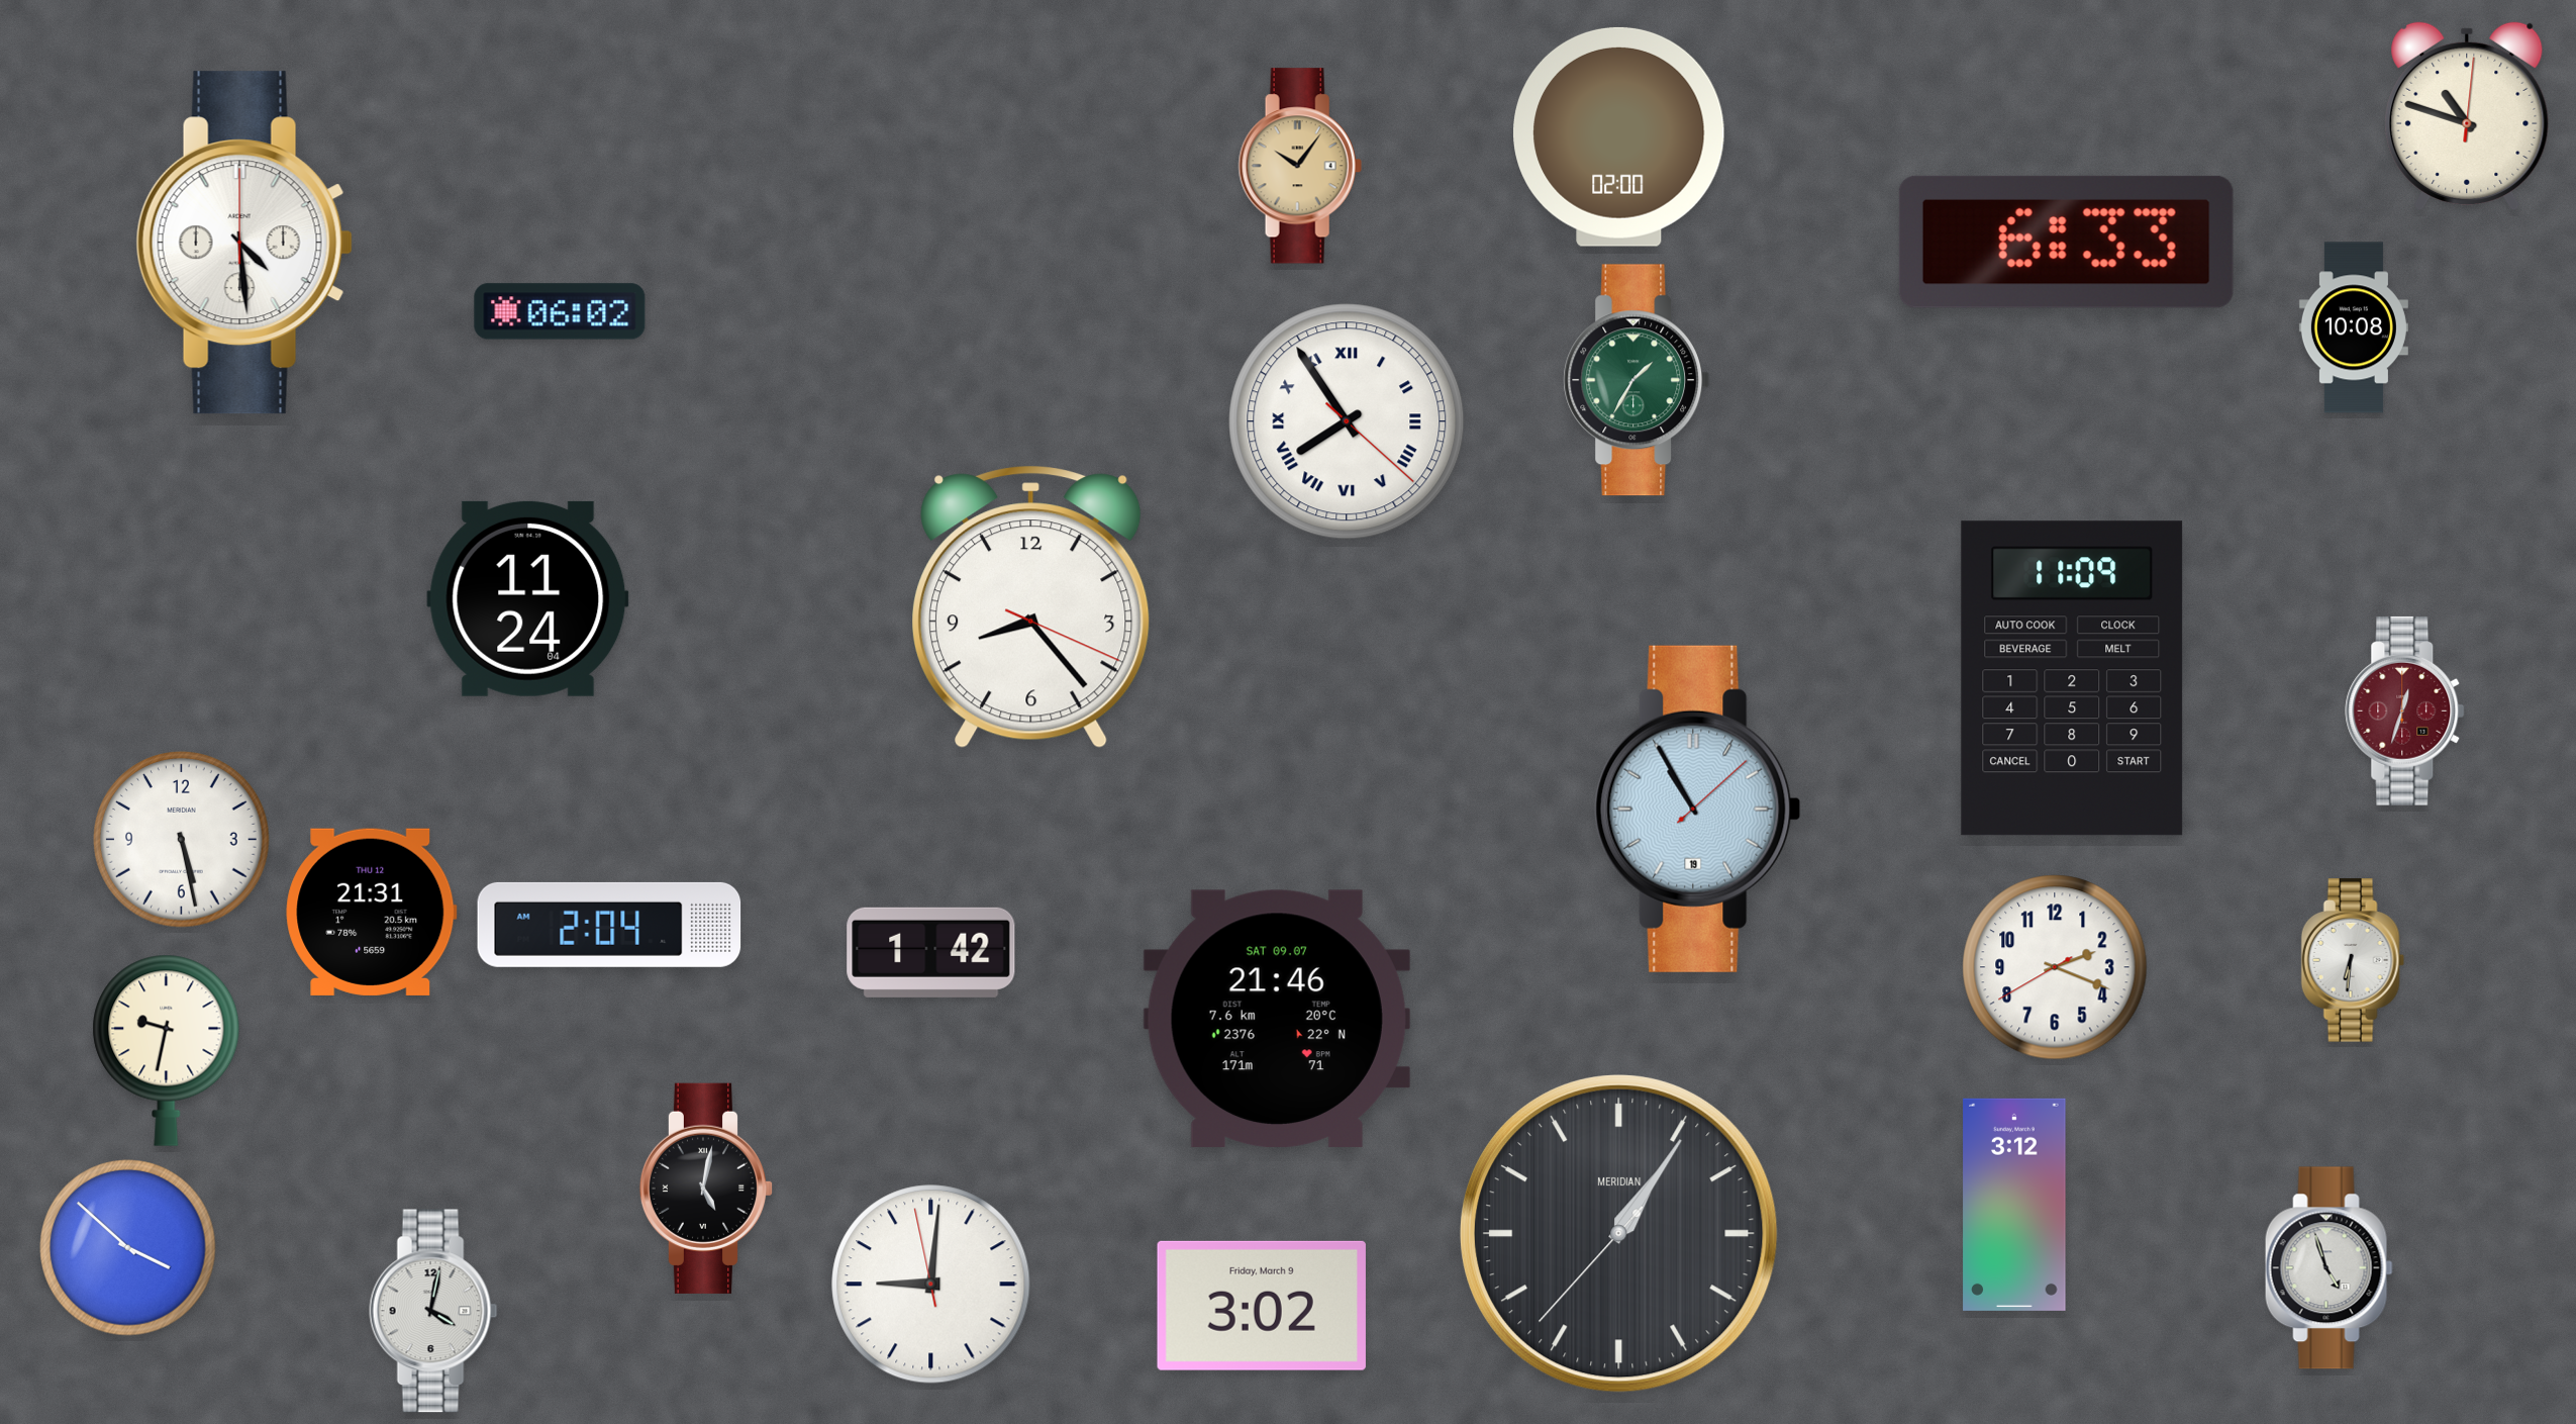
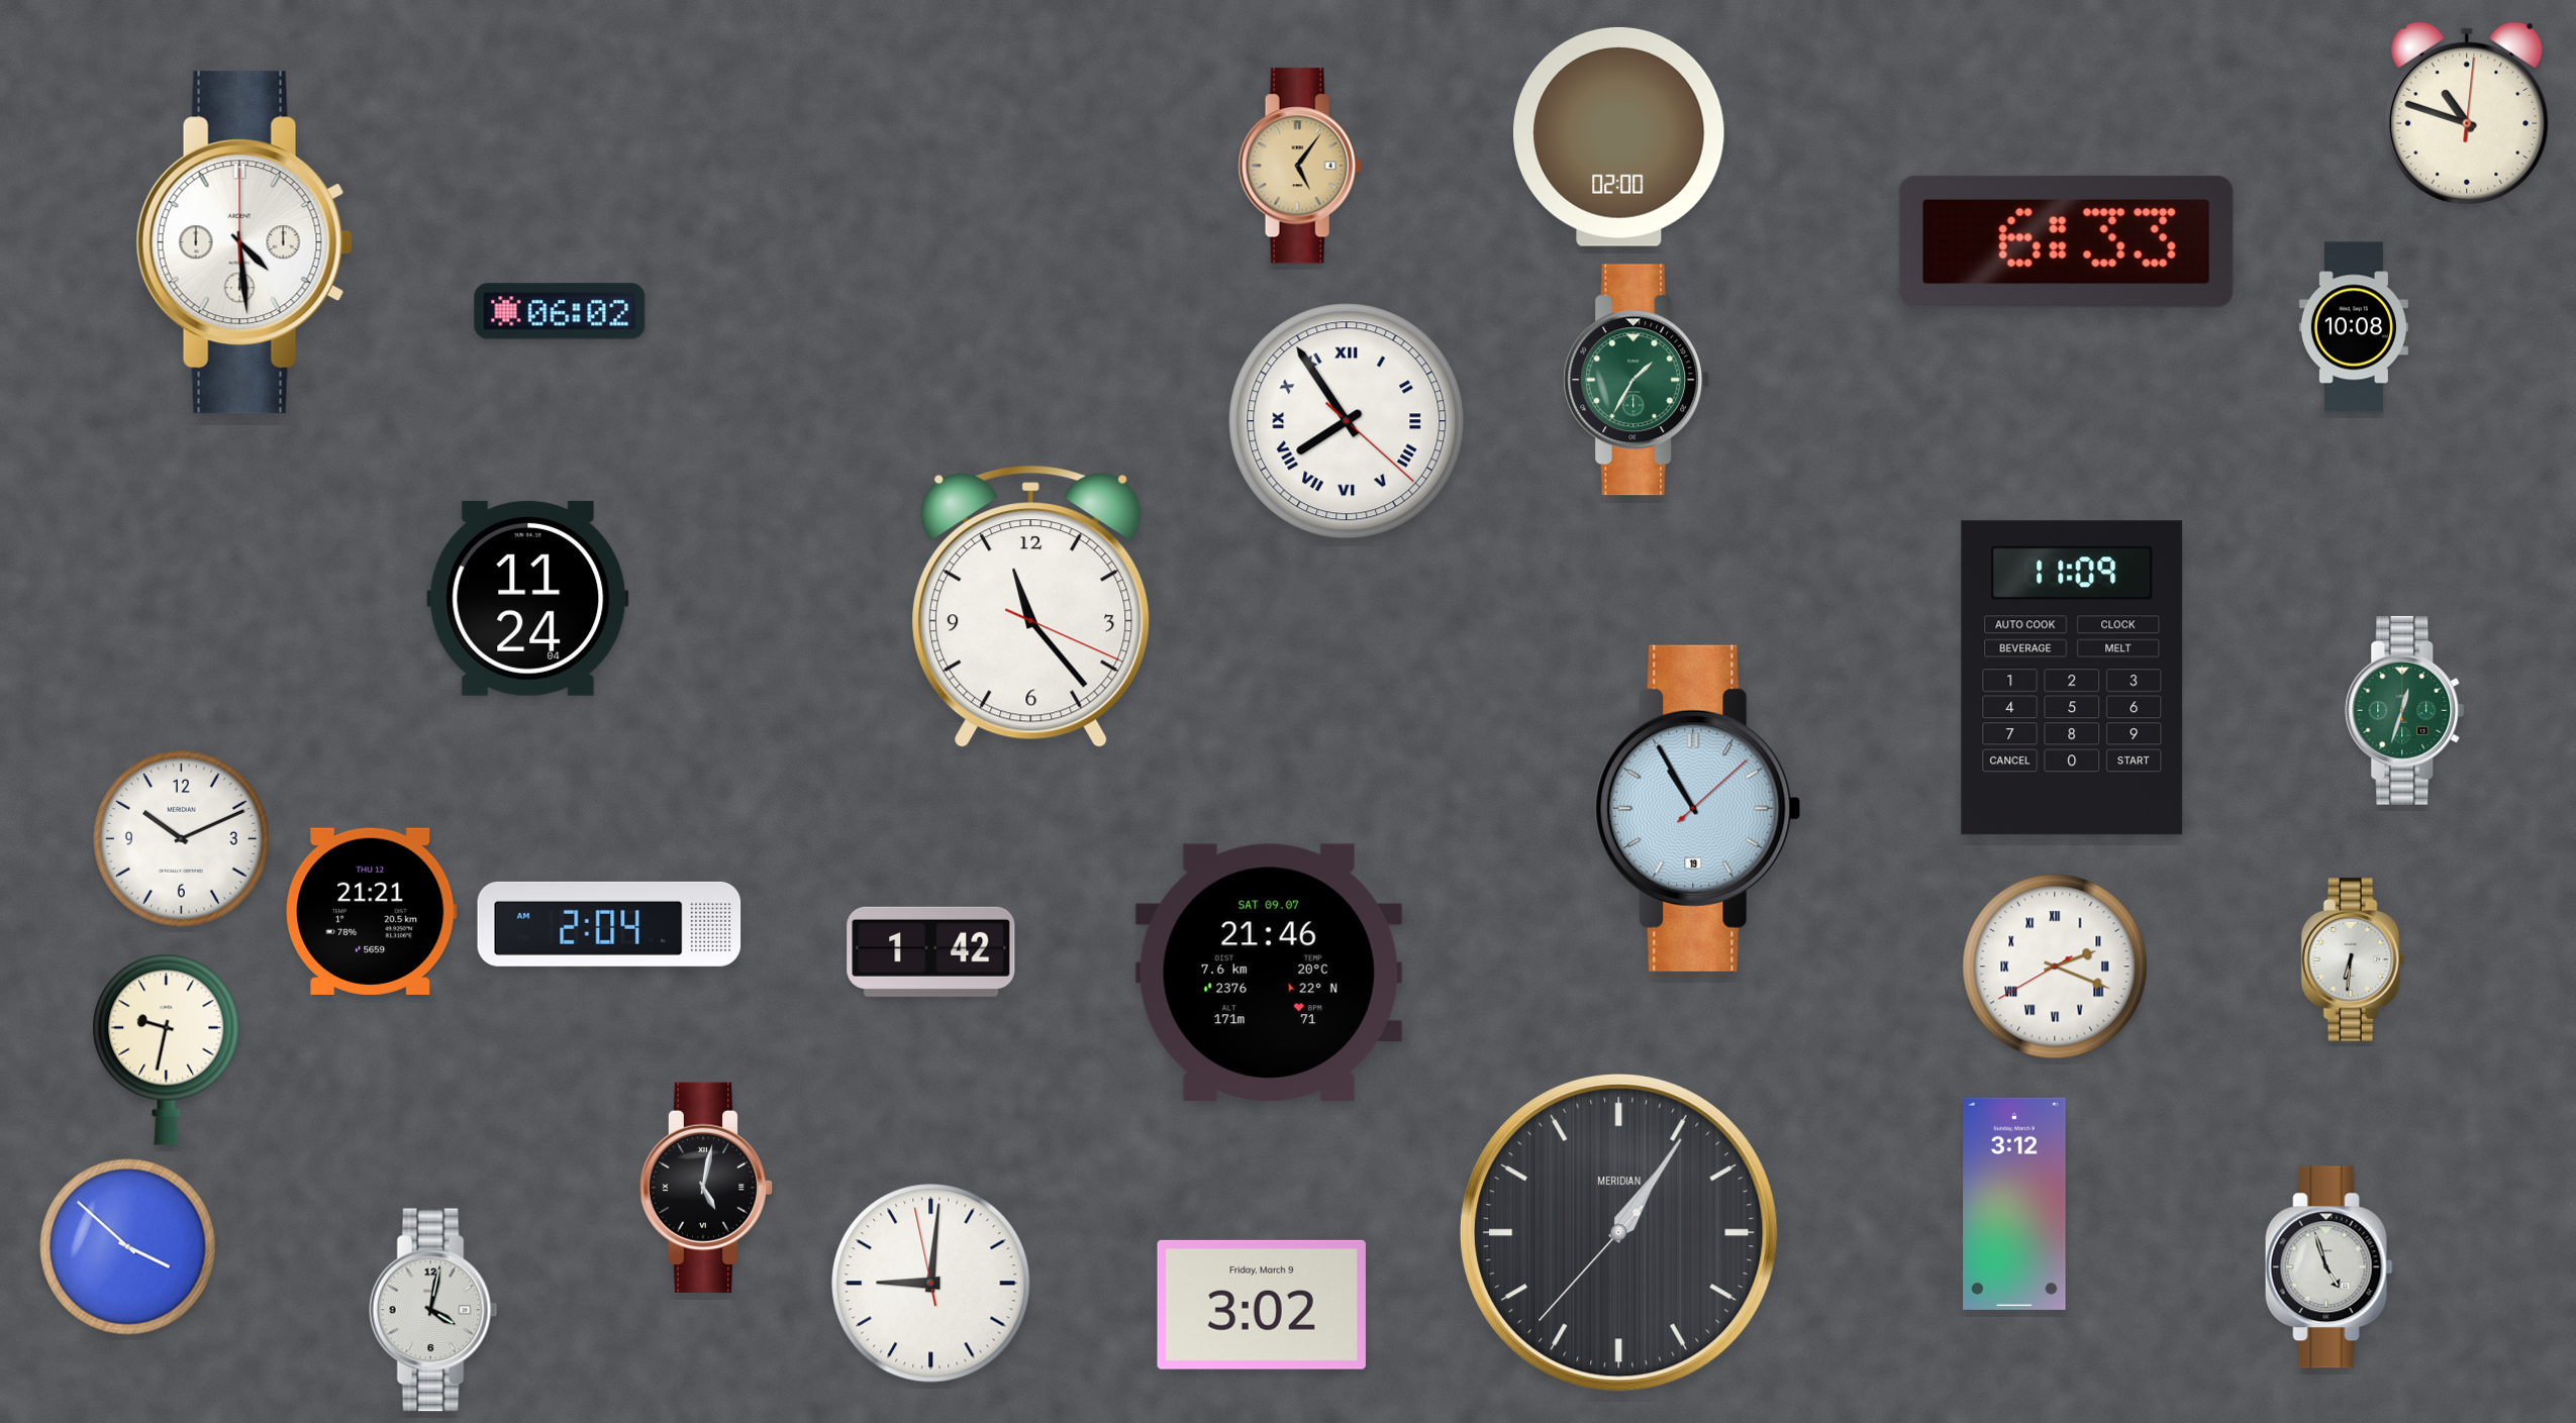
clock at (1300, 166): 10:06 -> 5:06
clock at (1031, 606): 8:23 -> 11:23
clock at (2405, 710) dial: burgundy -> green
clock at (182, 840): 5:28 -> 10:11
clock at (372, 912): 21:31 -> 21:21
clock at (2055, 967) numerals: Arabic -> Roman
clock at (1277, 1019) position: (1277, 1019) -> (1269, 973)
